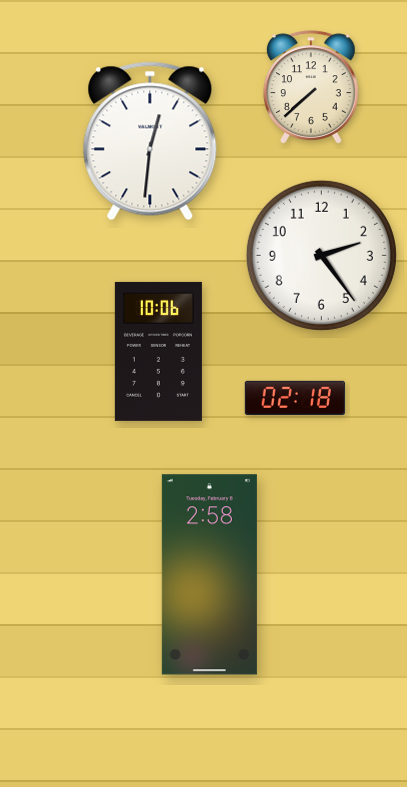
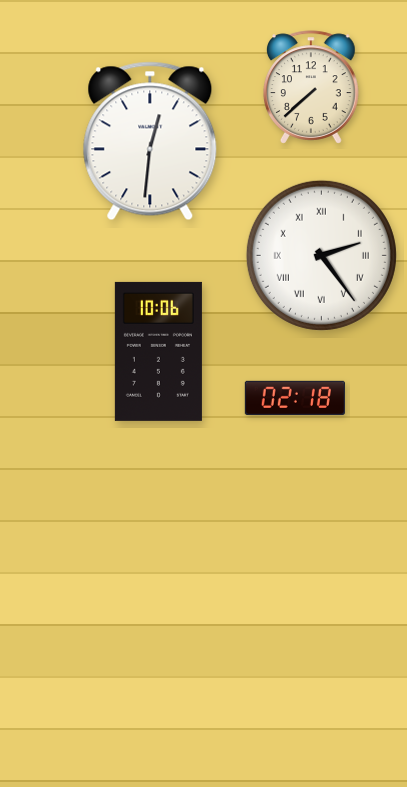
clock at (321, 255) numerals: Arabic -> Roman
clock at (209, 575): 2:58 -> none
